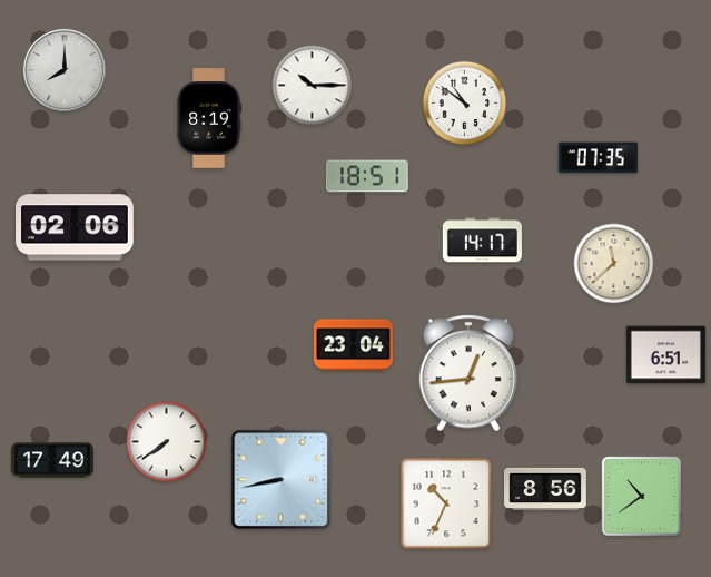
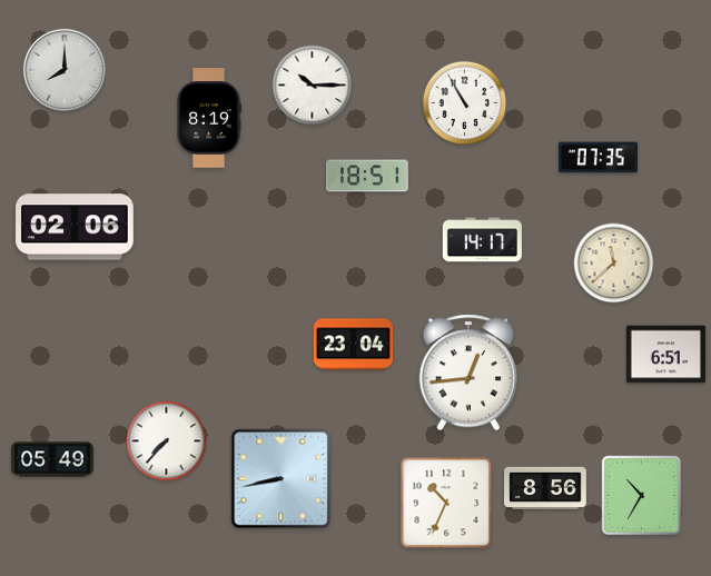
clock at (465, 104): 10:51 -> 10:55
clock at (167, 442): 7:39 -> 7:37
clock at (52, 460): 17:49 -> 05:49
clock at (642, 497): 10:39 -> 10:35
